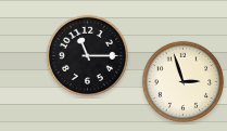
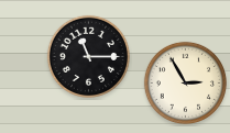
clock at (182, 81): 2:57 -> 2:55
